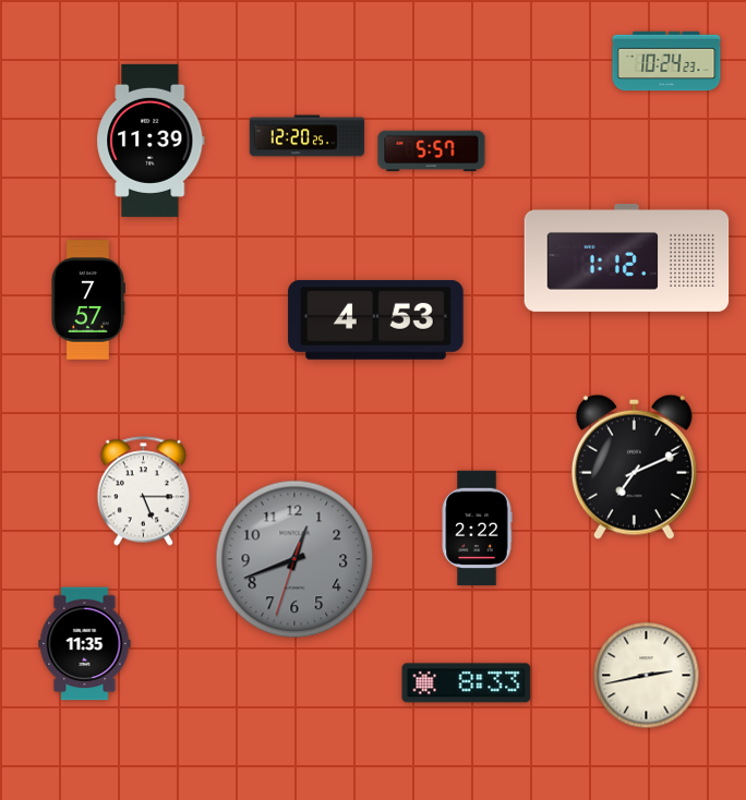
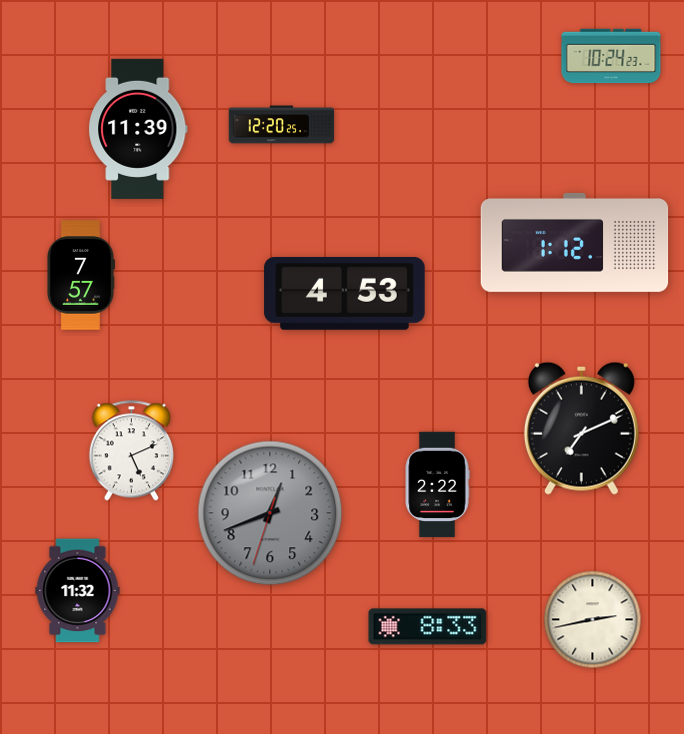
clock at (432, 151): 5:57 -> none
clock at (627, 257) position: (627, 257) -> (575, 242)
clock at (143, 492): 5:15 -> 5:11
clock at (85, 644): 11:35 -> 11:32
